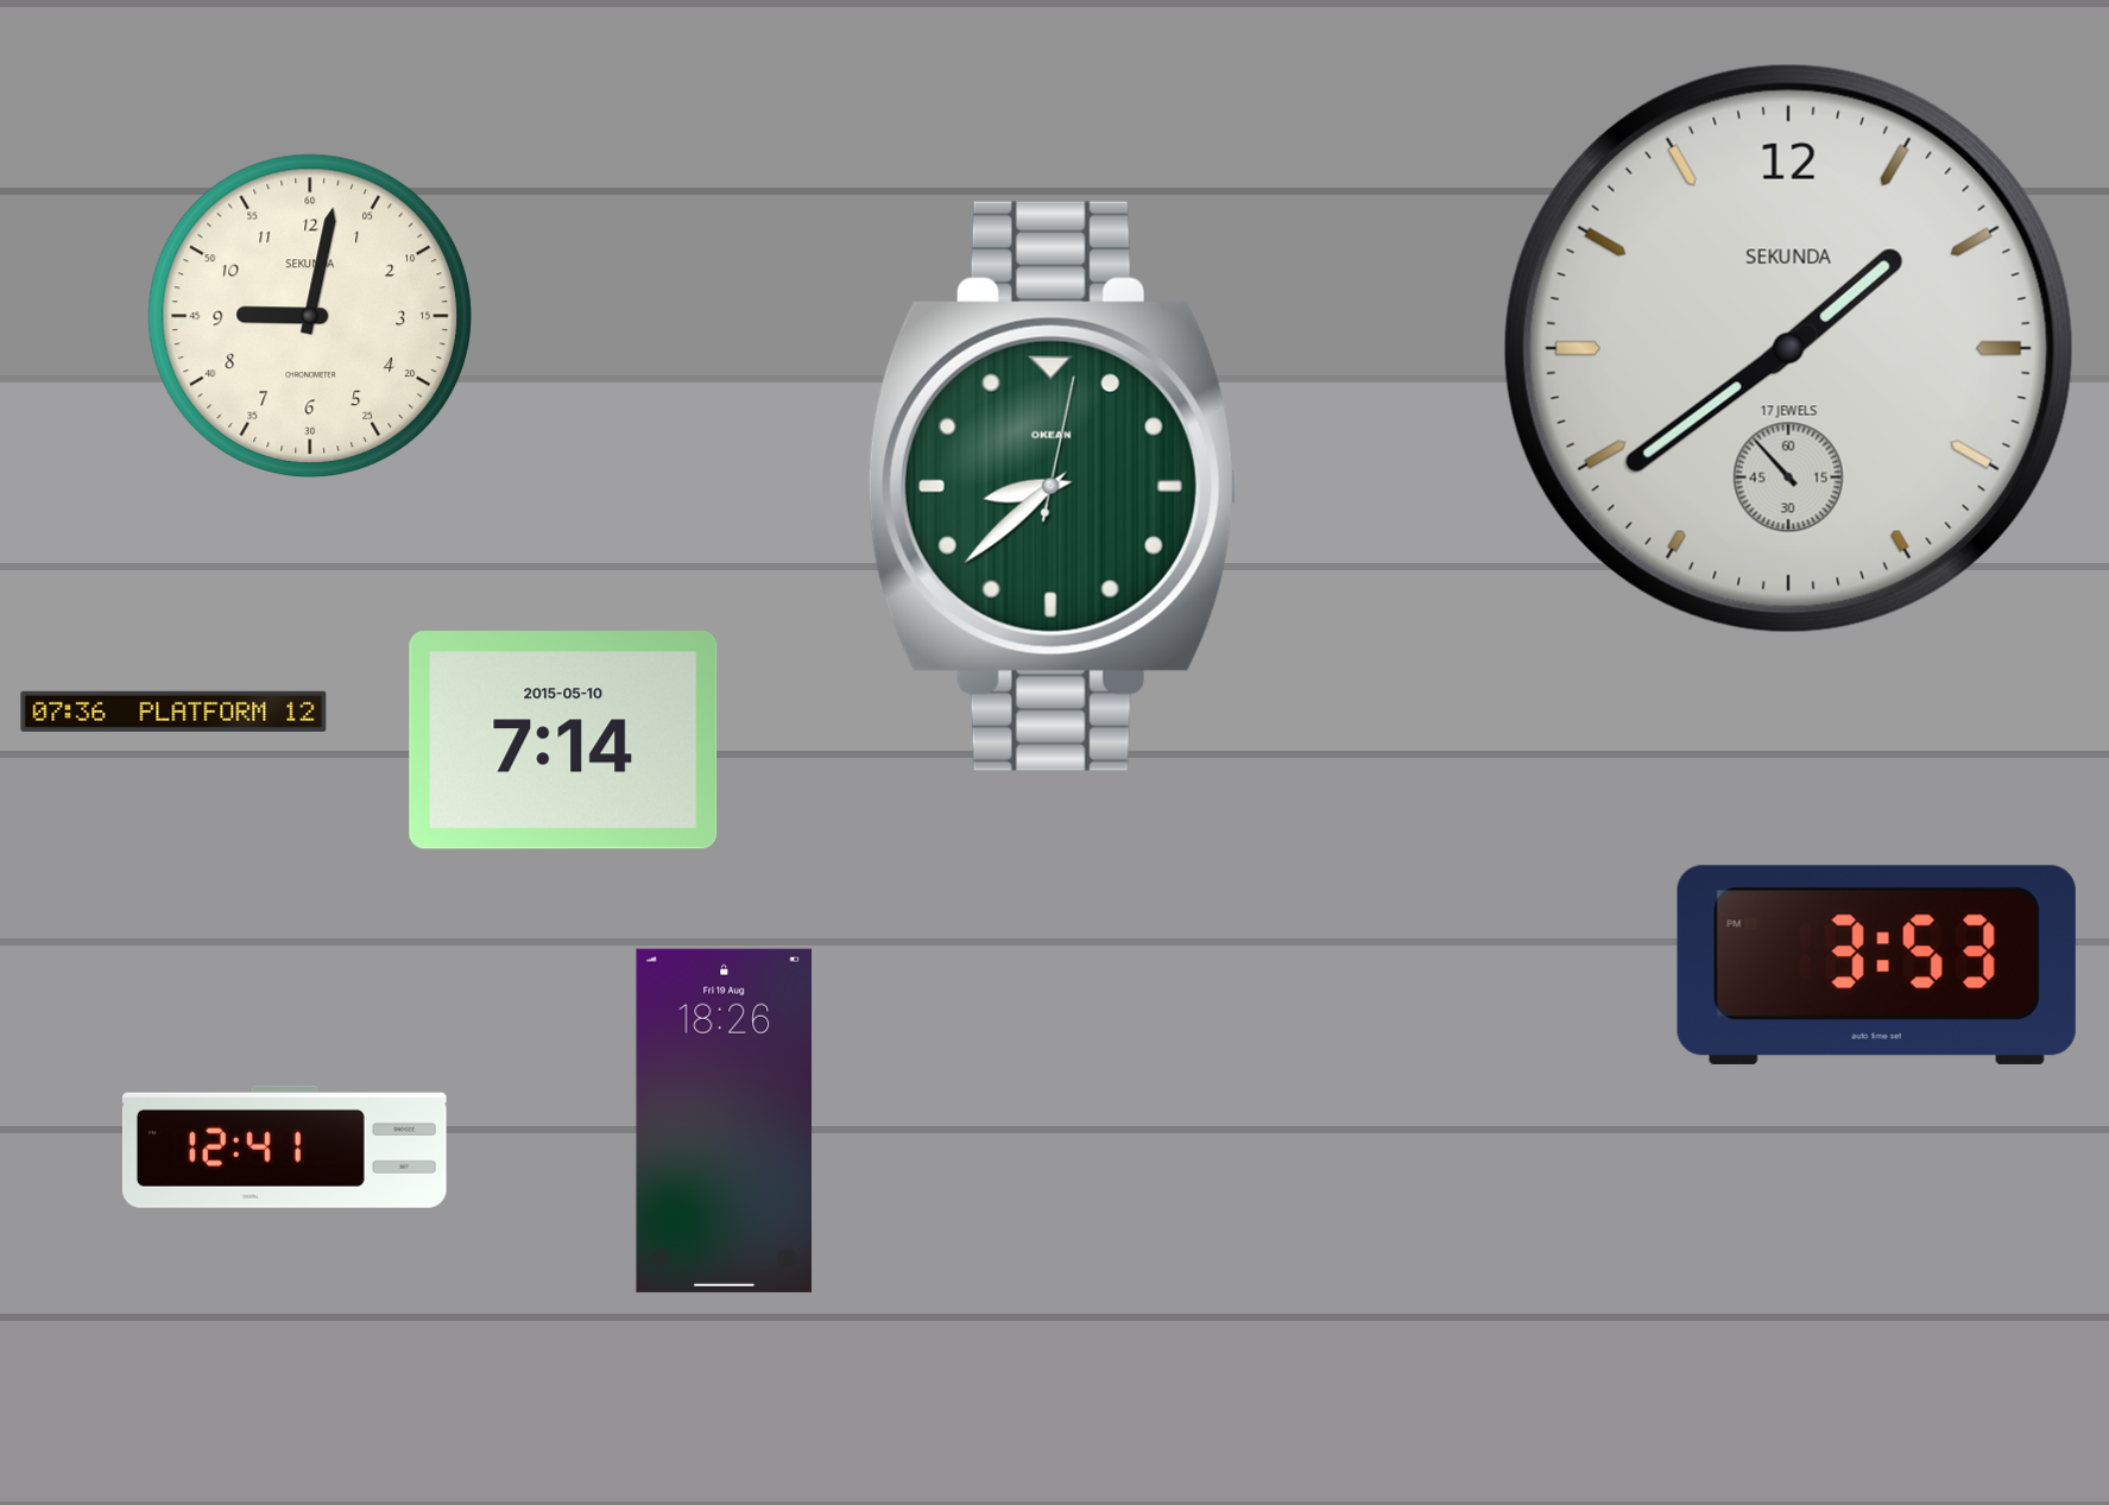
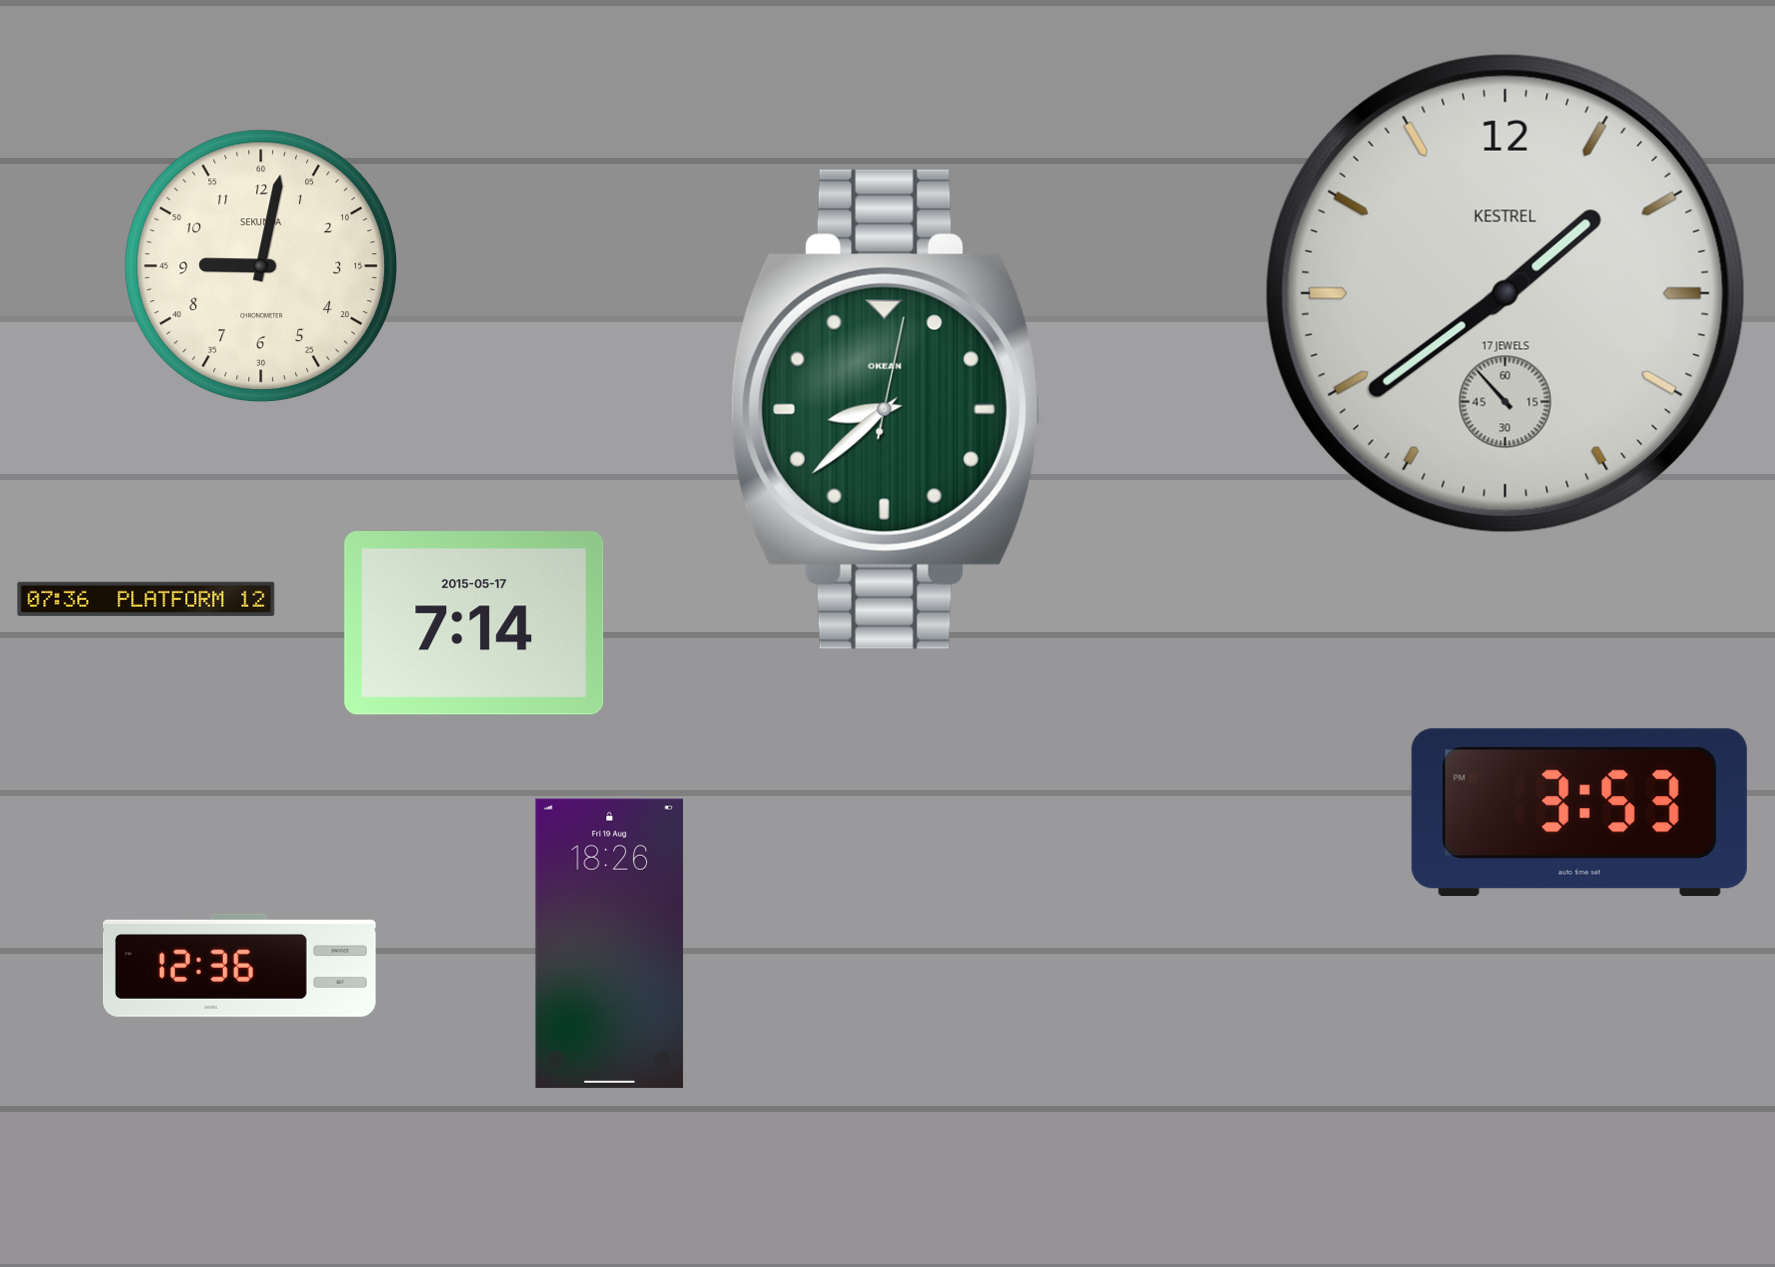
clock at (1788, 348) brand: SEKUNDA -> KESTREL
clock at (563, 740) date: 2015-05-10 -> 2015-05-17
clock at (284, 1146): 12:41 -> 12:36
